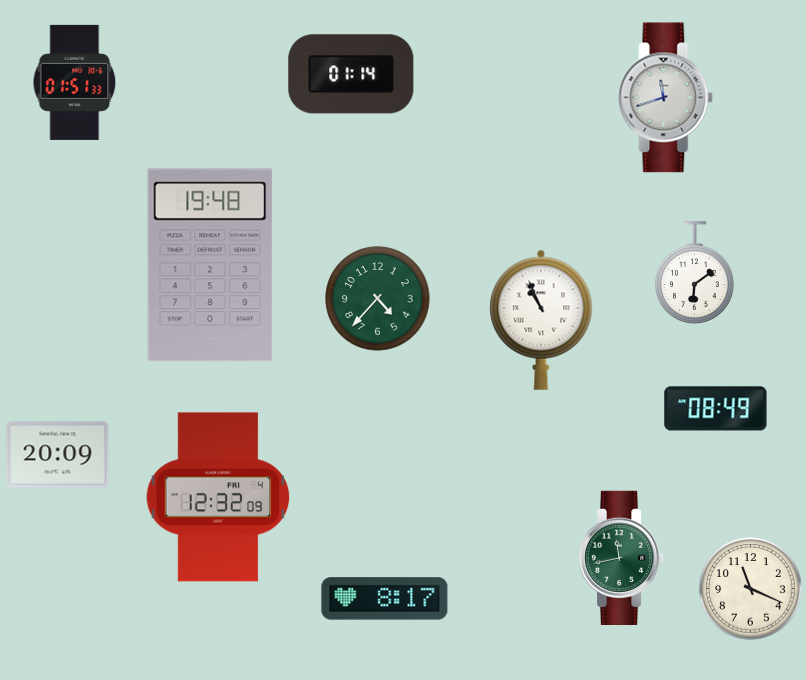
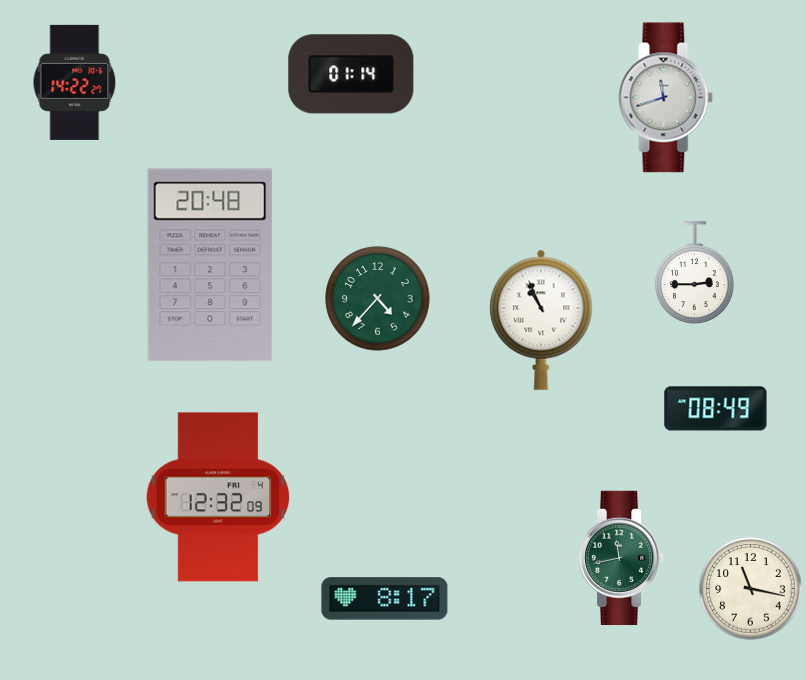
clock at (75, 82): 01:51 -> 14:22
clock at (210, 265): 19:48 -> 20:48
clock at (695, 273): 6:09 -> 2:45
clock at (58, 455): 20:09 -> none
clock at (751, 589): 11:19 -> 11:17
